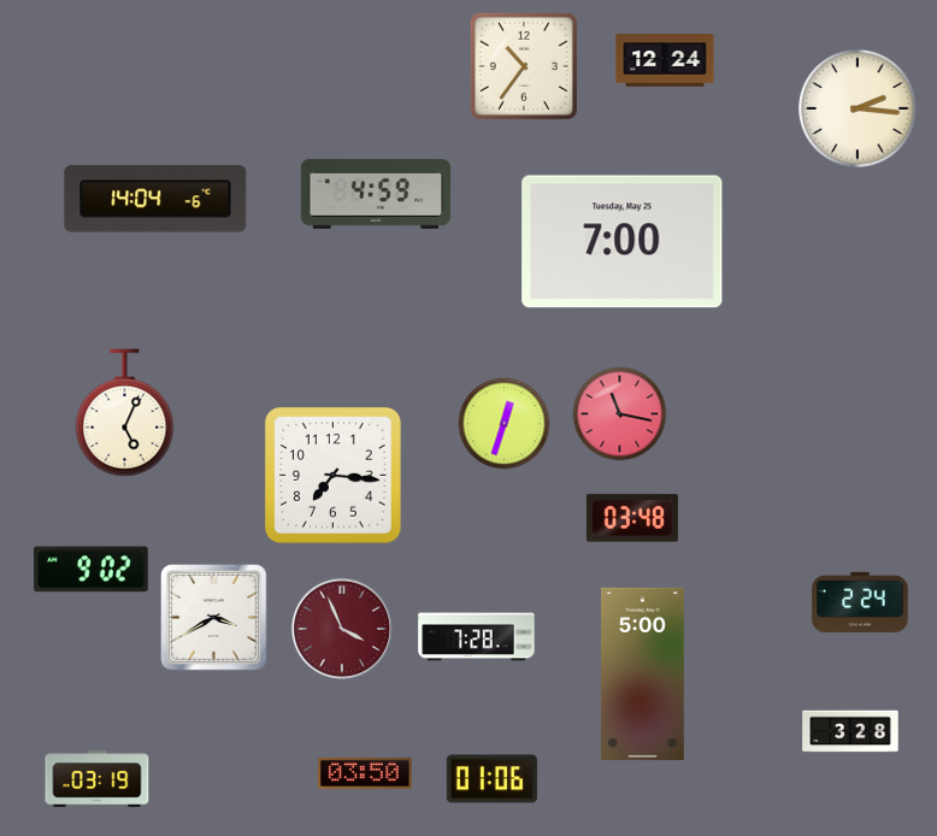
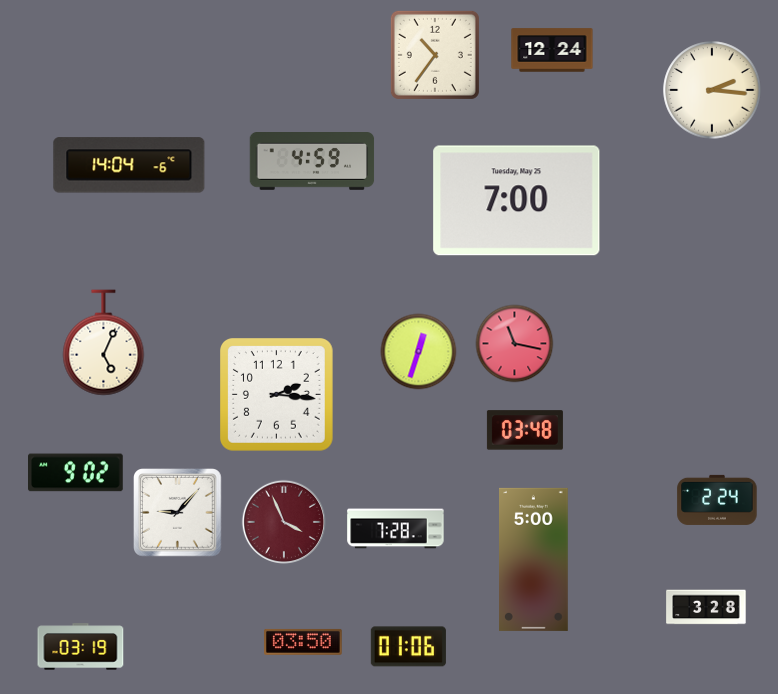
clock at (334, 476): 7:16 -> 2:16
clock at (860, 602) position: (860, 602) -> (717, 500)
clock at (214, 618): 3:40 -> 9:07
